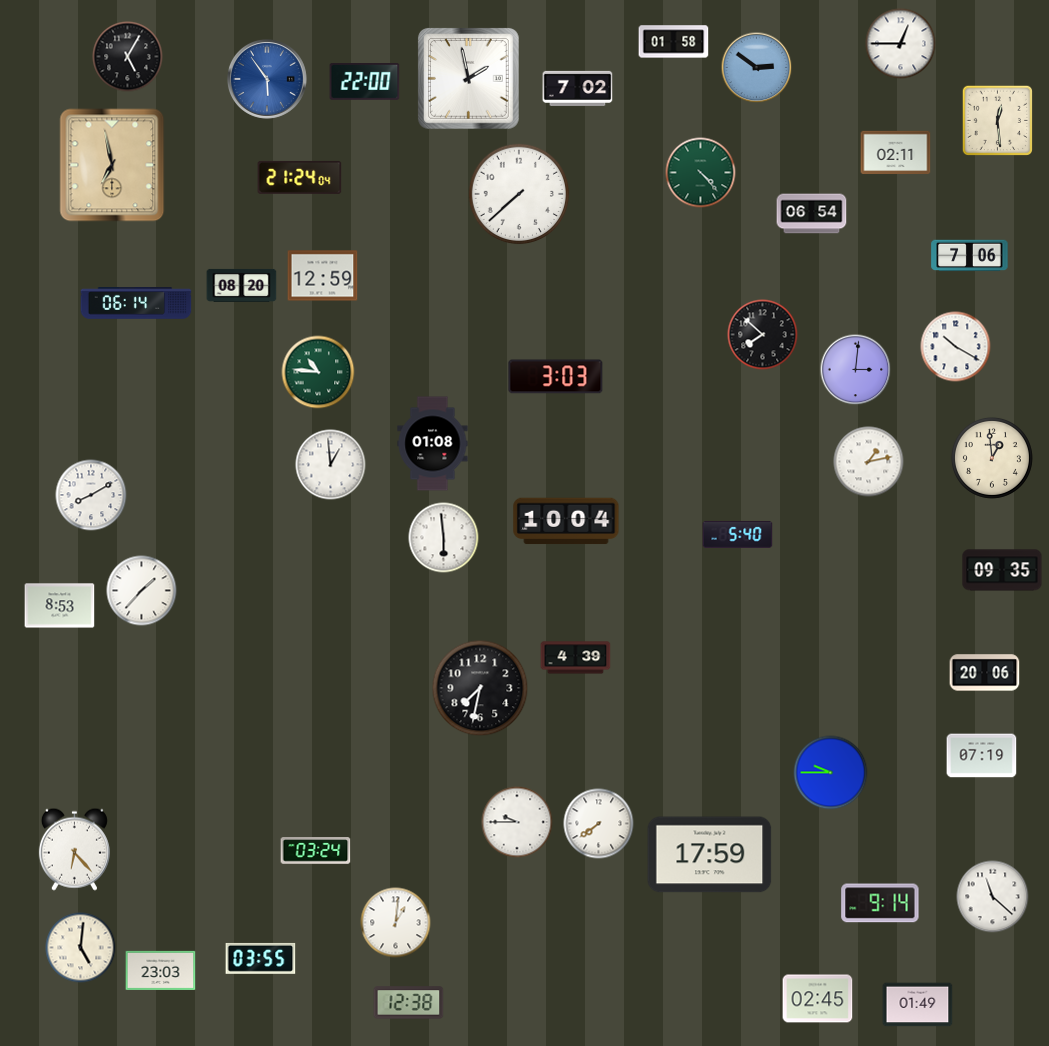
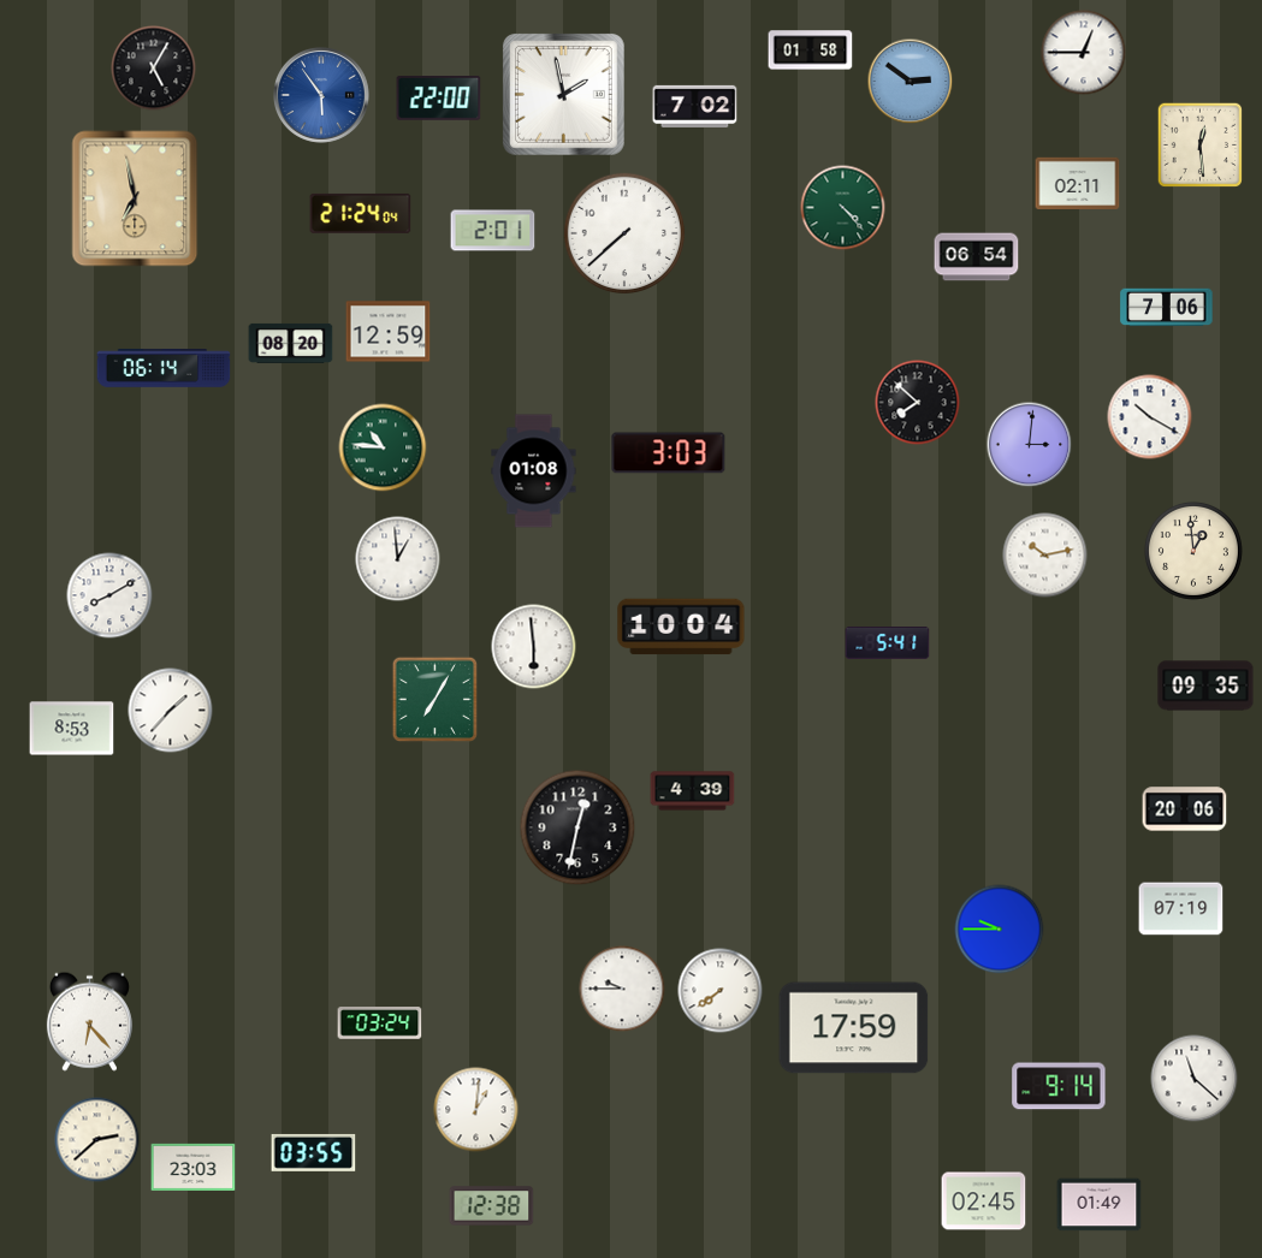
clock at (493, 231): none -> 2:01
clock at (136, 303) position: (136, 303) -> (164, 368)
clock at (433, 444) position: (433, 444) -> (534, 471)
clock at (869, 462): 1:13 -> 10:13
clock at (738, 534): 5:40 -> 5:41
clock at (436, 700): none -> 7:05
clock at (480, 688): 7:32 -> 12:32
clock at (81, 948): 5:01 -> 2:38
clock at (918, 1005) position: (918, 1005) -> (1100, 1205)
